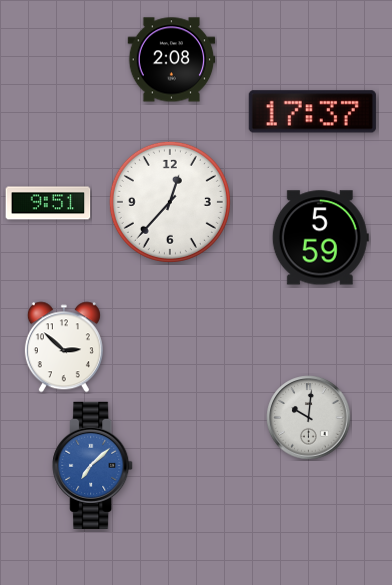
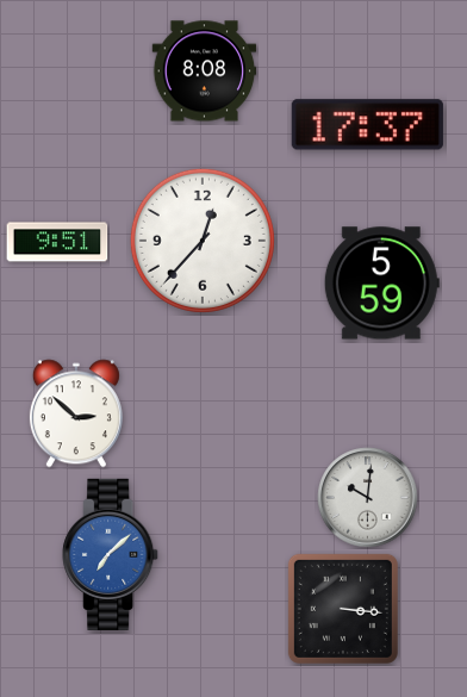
clock at (172, 60): 2:08 -> 8:08
clock at (312, 112) position: (312, 112) -> (367, 125)
clock at (343, 609): none -> 3:16
